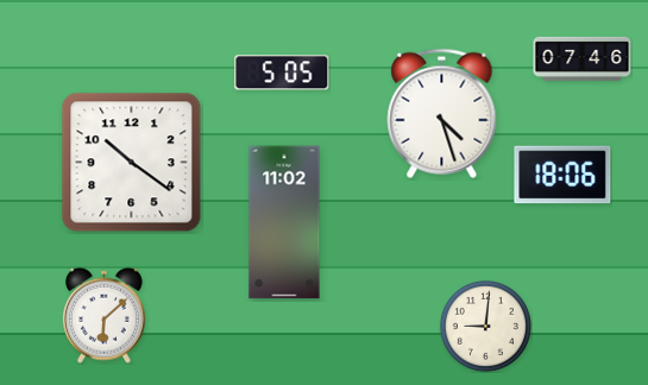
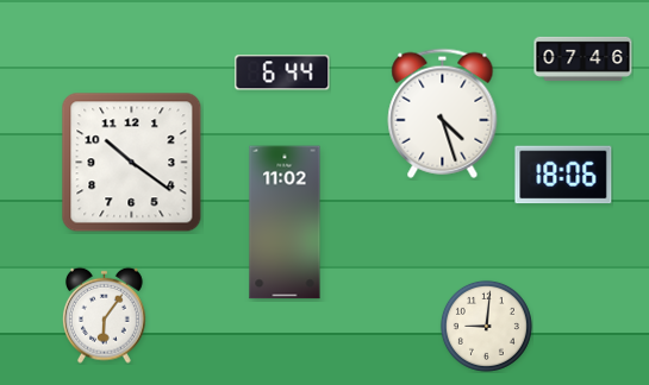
clock at (282, 72): 5:05 -> 6:44
clock at (103, 315): 6:08 -> 6:06
